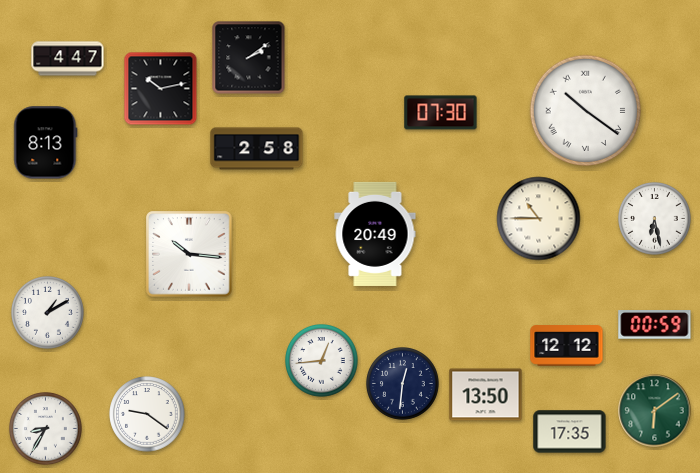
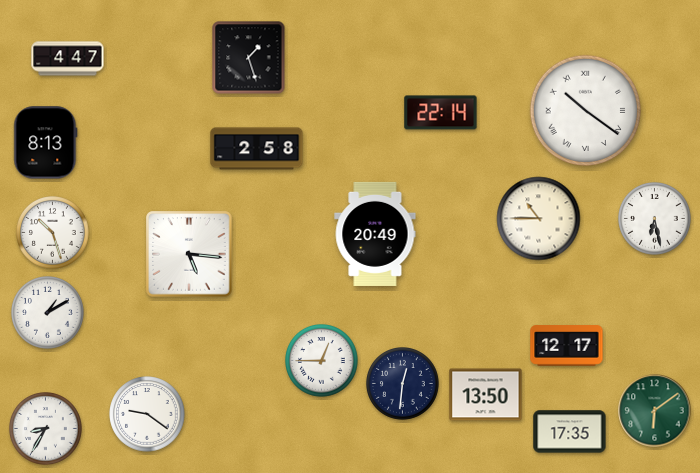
clock at (249, 58): 2:09 -> 1:27
clock at (161, 89): 10:13 -> none
clock at (441, 113): 07:30 -> 22:14
clock at (53, 233): none -> 10:27
clock at (189, 254): 10:16 -> 5:16
clock at (655, 325): 00:59 -> none
clock at (567, 346): 12:12 -> 12:17
clock at (322, 361): 12:44 -> 12:45
